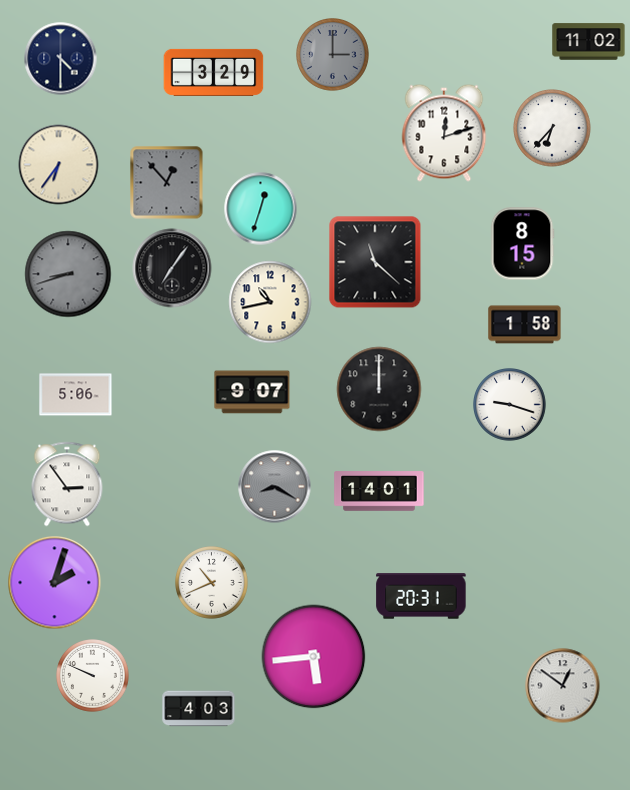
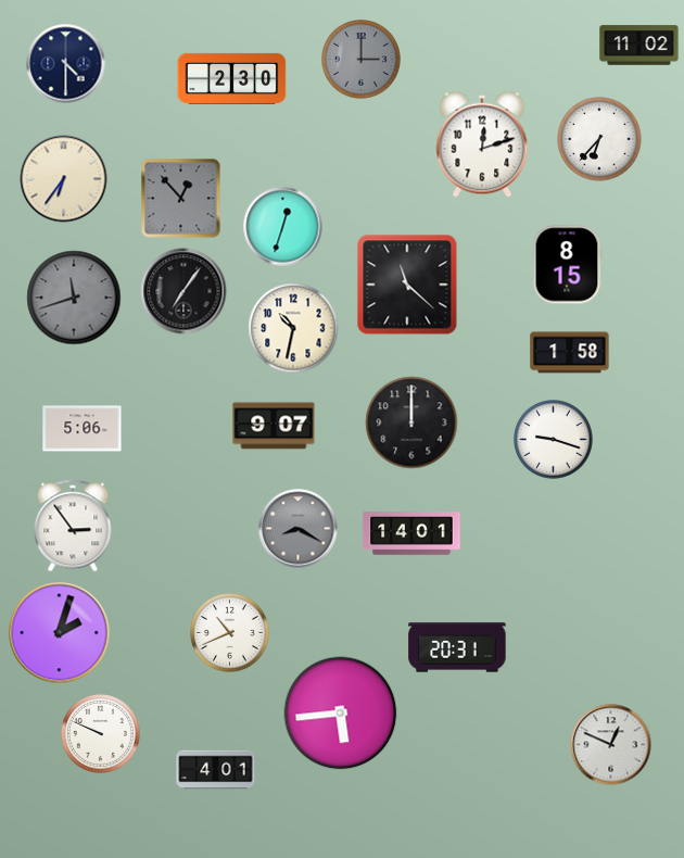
clock at (214, 72): 3:29 -> 2:30
clock at (172, 268) position: (172, 268) -> (183, 291)
clock at (68, 274): 8:42 -> 11:42
clock at (270, 302): 10:43 -> 10:32
clock at (563, 686): 12:51 -> 12:49
clock at (199, 709): 4:03 -> 4:01
